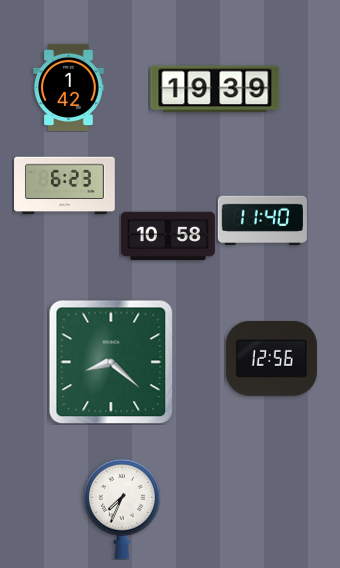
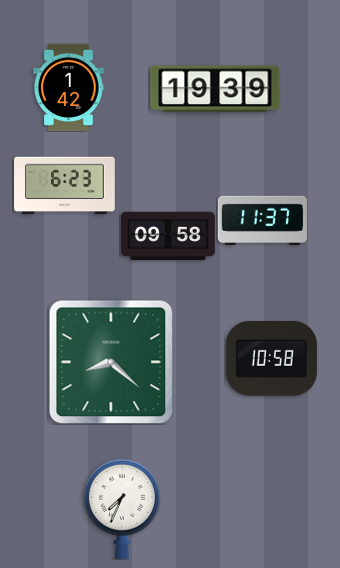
clock at (262, 220): 11:40 -> 11:37
clock at (168, 236): 10:58 -> 09:58
clock at (271, 358): 12:56 -> 10:58
